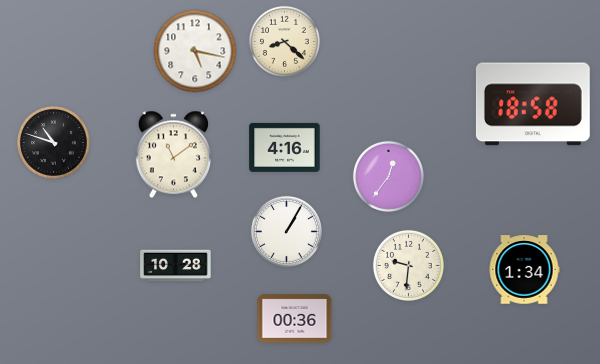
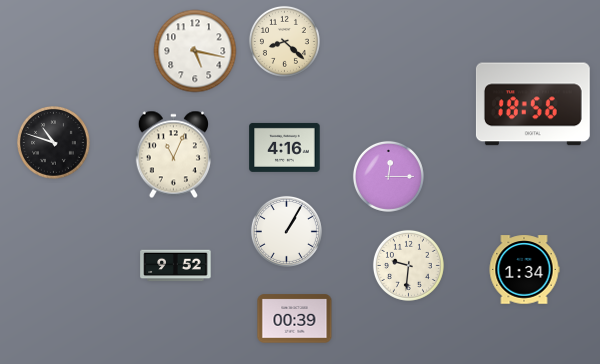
clock at (533, 104): 18:58 -> 18:56
clock at (173, 155): 11:09 -> 11:04
clock at (388, 176): 12:36 -> 12:15
clock at (176, 266): 10:28 -> 9:52
clock at (295, 319): 00:36 -> 00:39
